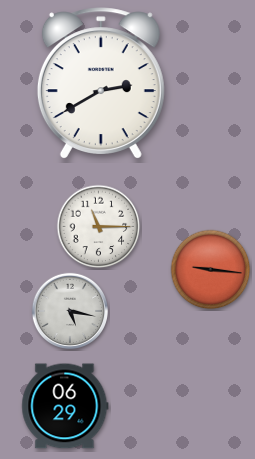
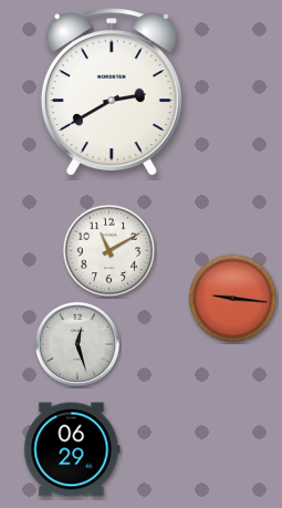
clock at (99, 227): 11:15 -> 11:10
clock at (69, 310): 5:17 -> 12:27
